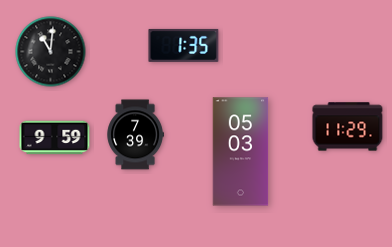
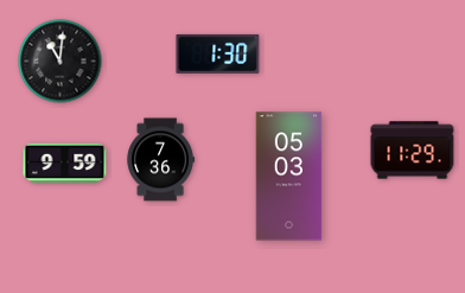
clock at (184, 45): 1:35 -> 1:30
clock at (135, 135): 7:39 -> 7:36
clock at (241, 152) position: (241, 152) -> (289, 177)
